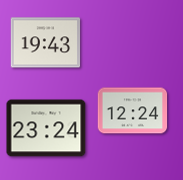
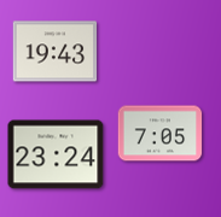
clock at (133, 111): 12:24 -> 7:05
